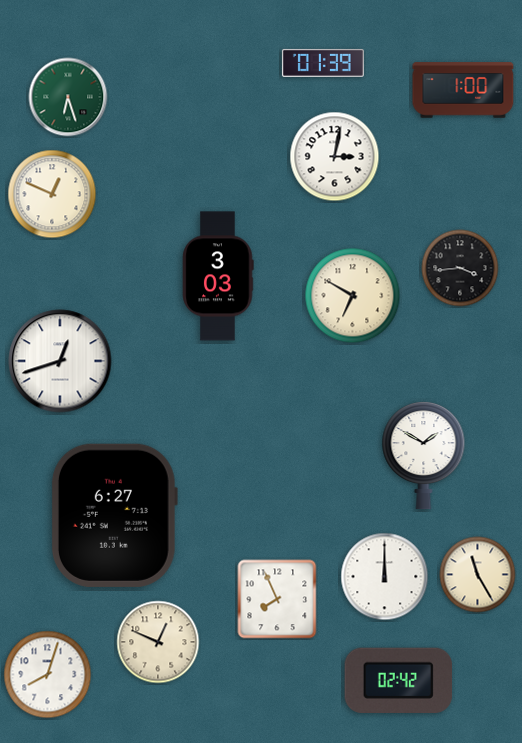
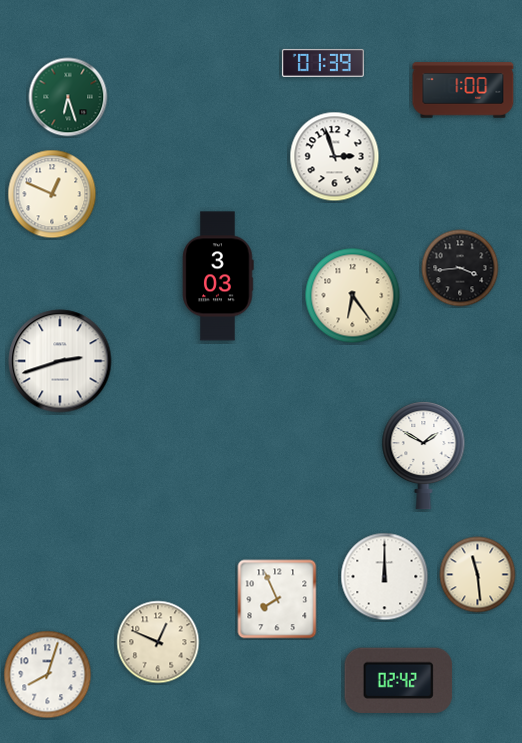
clock at (335, 157): 3:02 -> 2:57
clock at (353, 296): 6:50 -> 6:24
clock at (60, 361): 12:42 -> 2:42
clock at (114, 515): 6:27 -> none
clock at (478, 575): 11:25 -> 11:29
